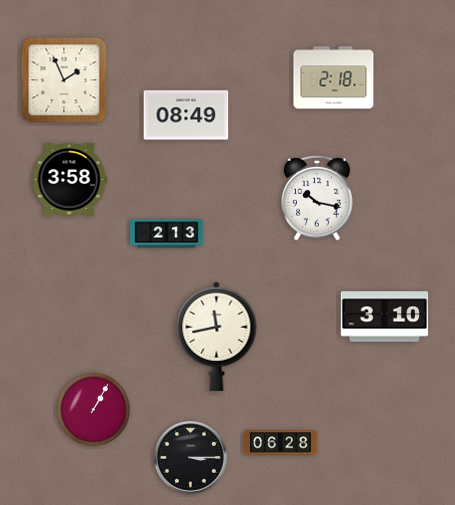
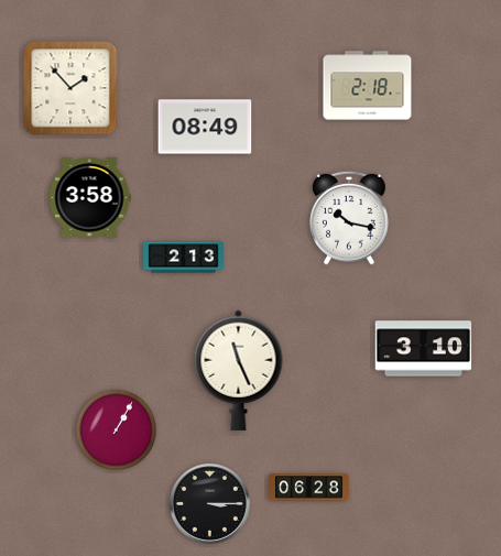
clock at (64, 80): 1:56 -> 1:53
clock at (69, 180) position: (69, 180) -> (89, 198)
clock at (217, 336): 11:43 -> 11:26
clock at (94, 410) position: (94, 410) -> (117, 430)
